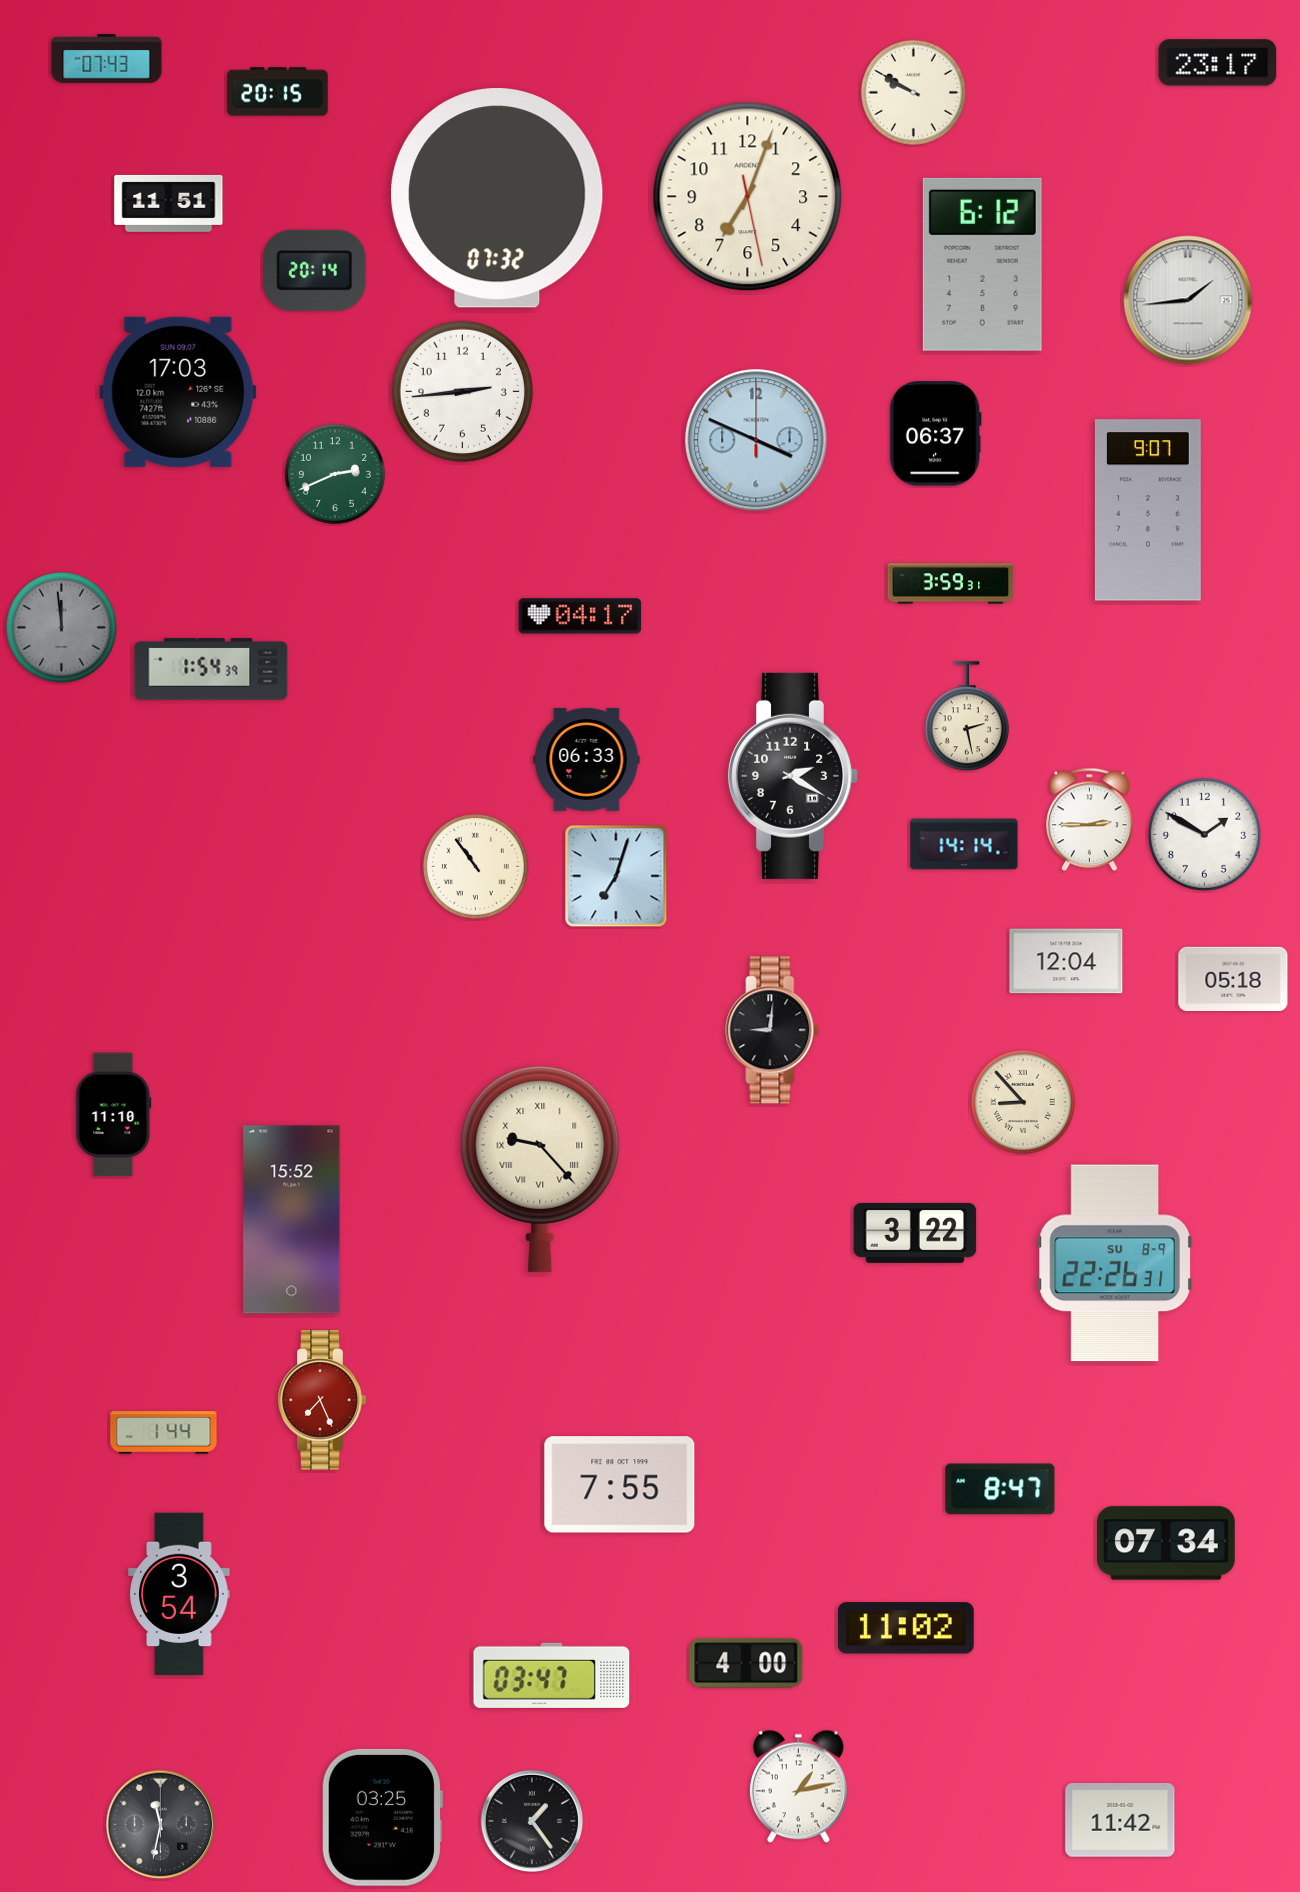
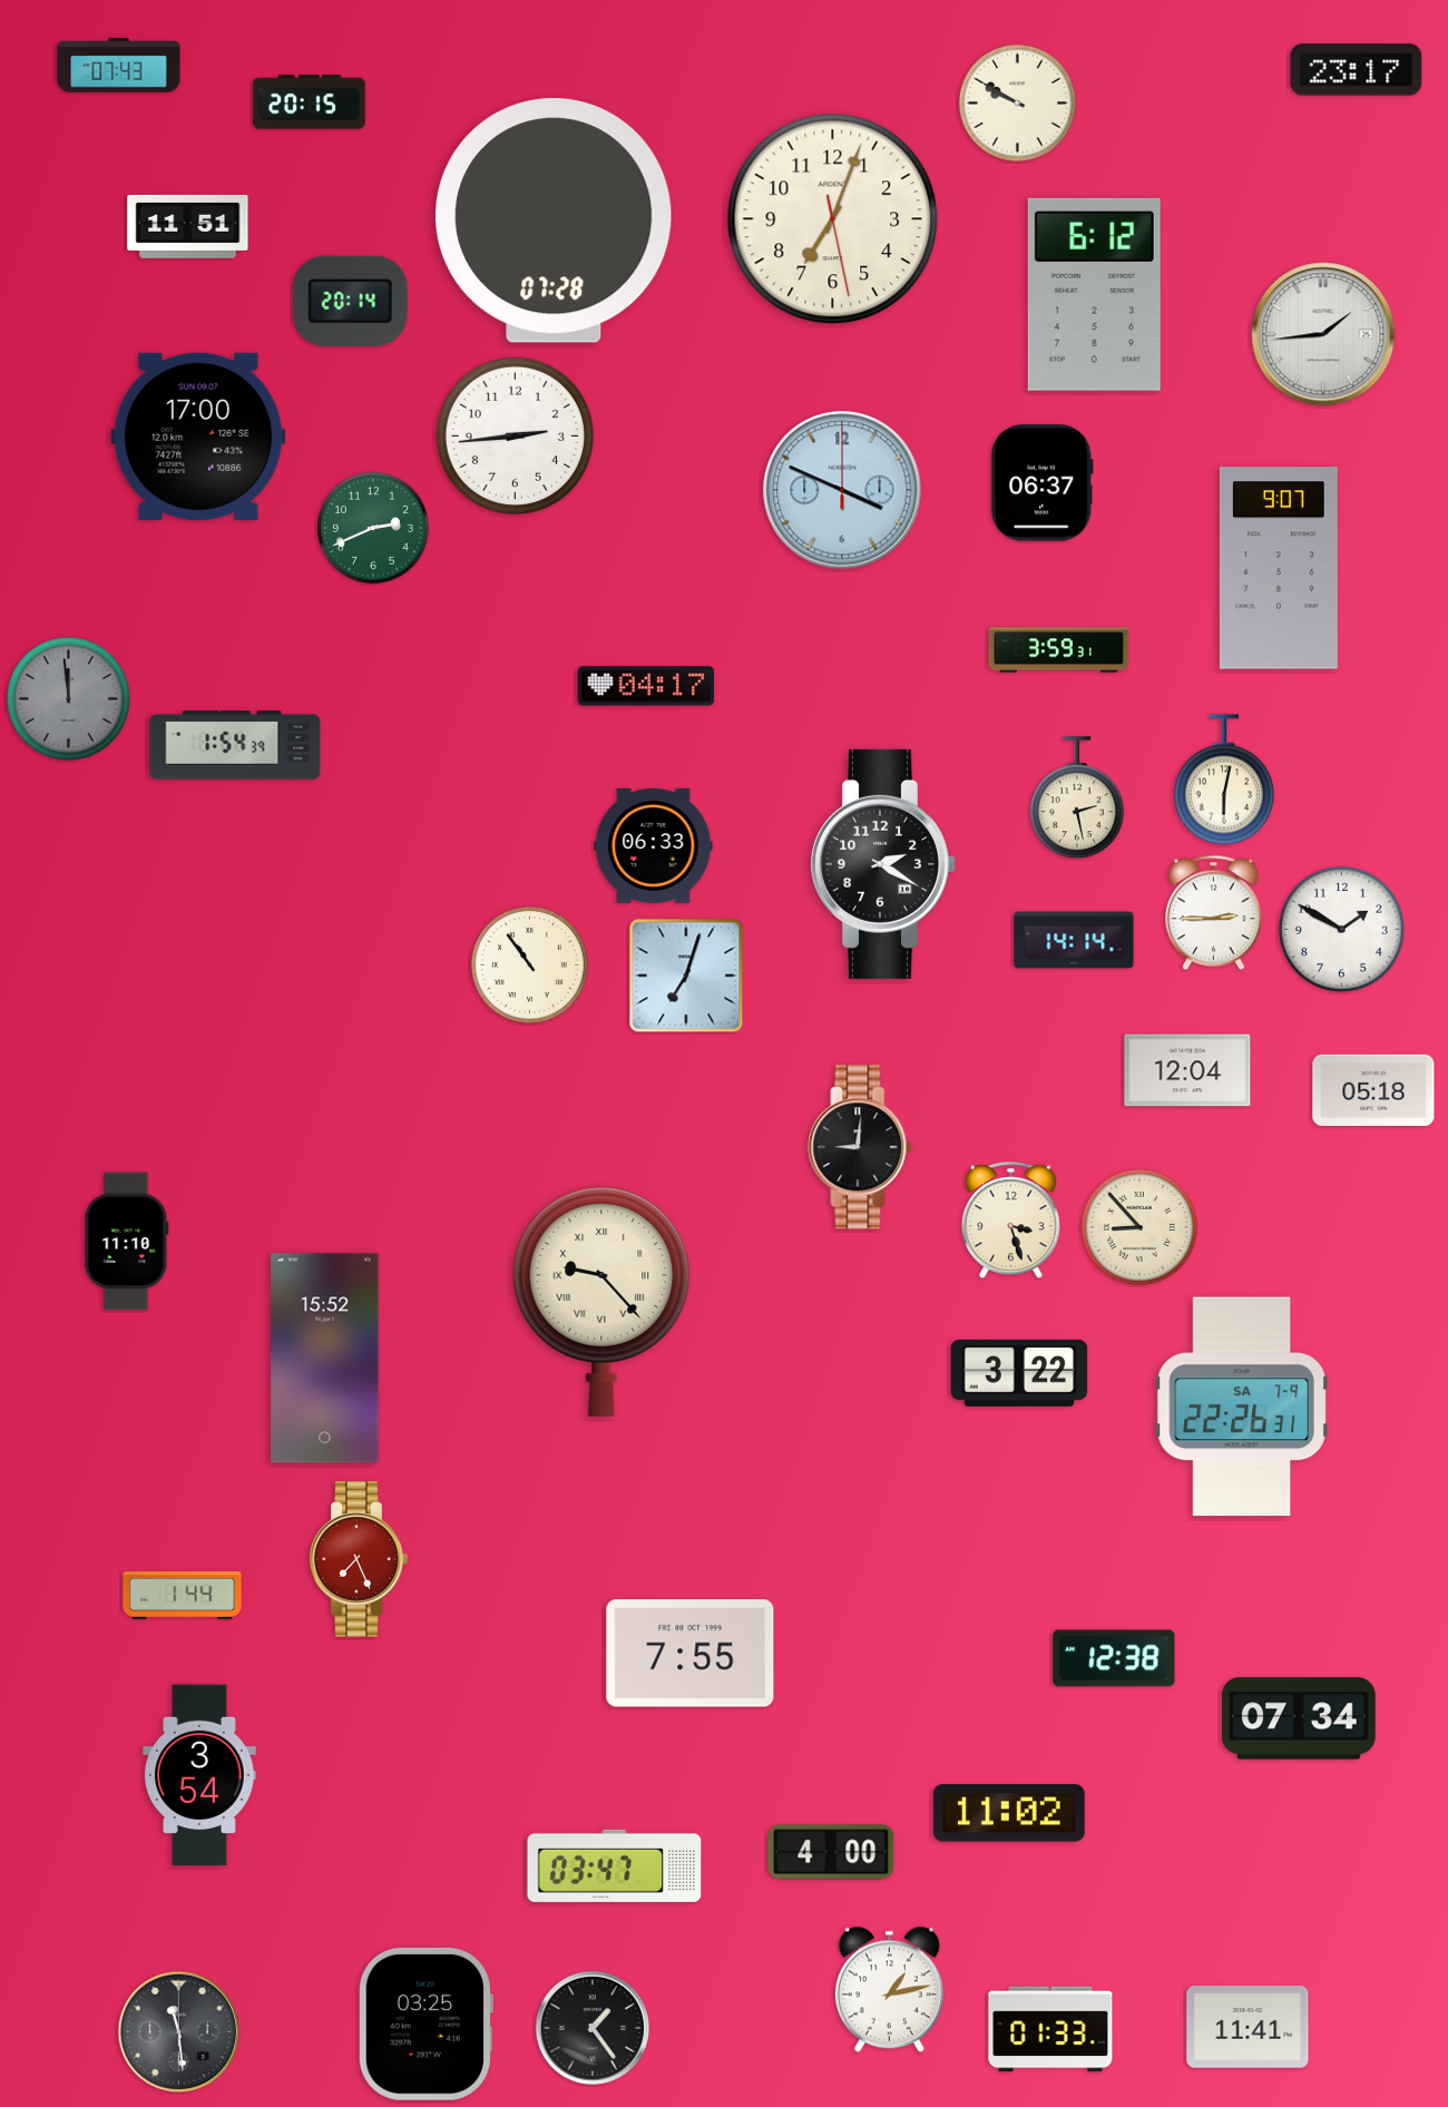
clock at (498, 198): 07:32 -> 07:28
clock at (178, 392): 17:03 -> 17:00
clock at (1224, 780): none -> 6:02
clock at (1010, 1221): none -> 3:27
clock at (1115, 1263) date: SU 8-9 -> SA 7-9
clock at (1000, 1489): 8:47 -> 12:38
clock at (1120, 1821): 11:42 -> 11:41
clock at (1050, 2029): none -> 01:33
clock at (161, 1825): 11:32 -> 11:29
